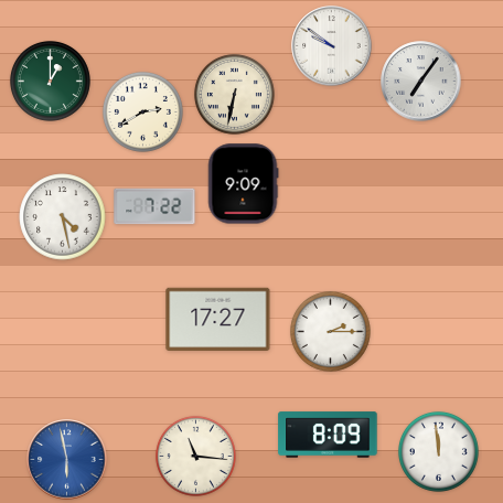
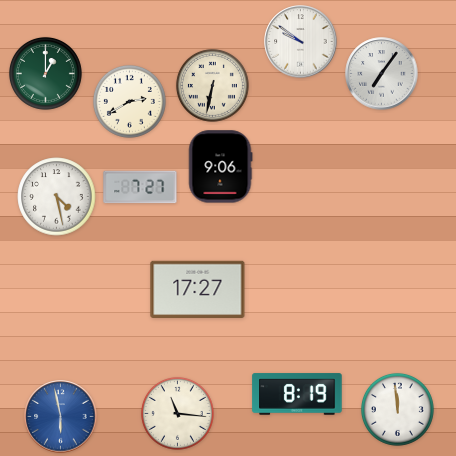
clock at (243, 184): 9:09 -> 9:06
clock at (154, 206): 7:22 -> 7:27
clock at (330, 331): 2:15 -> none
clock at (328, 435): 8:09 -> 8:19
